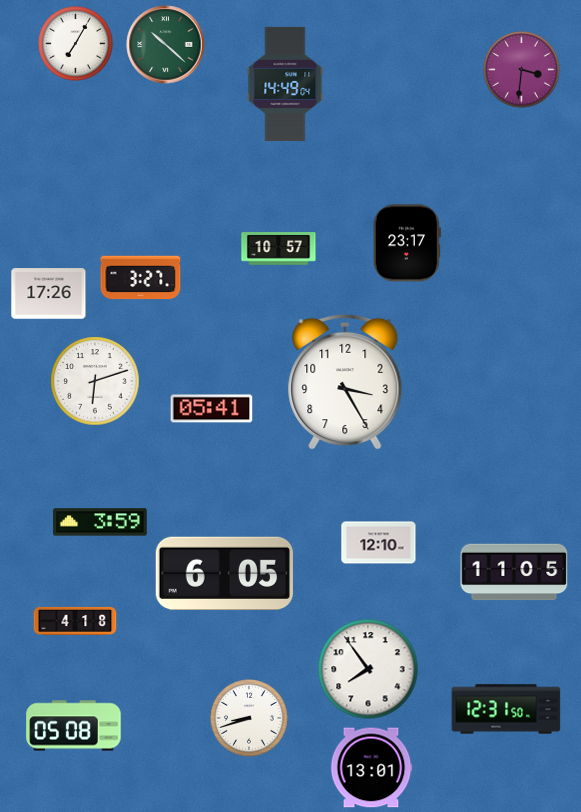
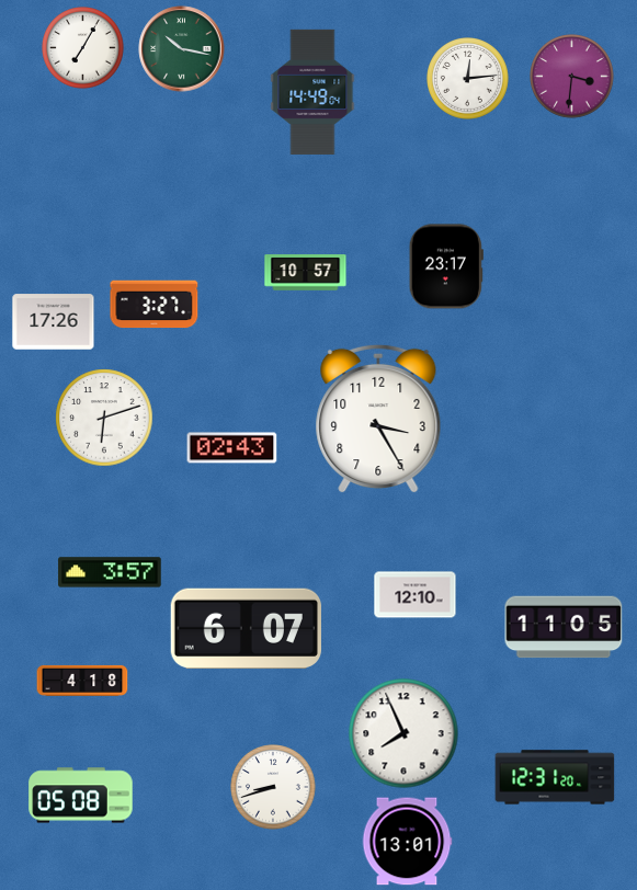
clock at (166, 45): 10:22 -> 10:17
clock at (468, 79): none -> 12:14
clock at (212, 409): 05:41 -> 02:43
clock at (100, 522): 3:59 -> 3:57
clock at (224, 574): 6:05 -> 6:07
clock at (368, 669): 7:54 -> 7:56
clock at (506, 709): 12:31:50 -> 12:31:20
